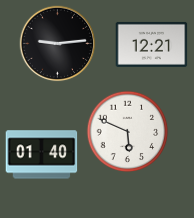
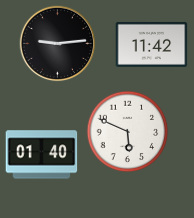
clock at (152, 44): 12:21 -> 11:42
